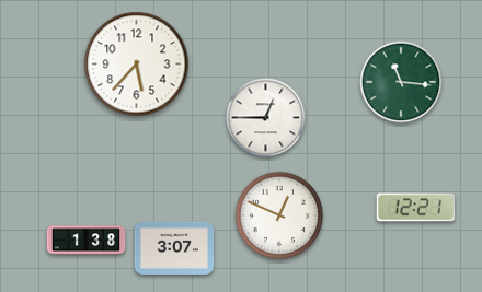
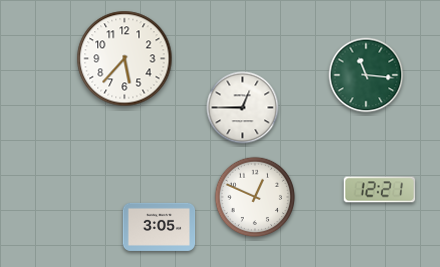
clock at (87, 241): 1:38 -> none
clock at (174, 248): 3:07 -> 3:05
